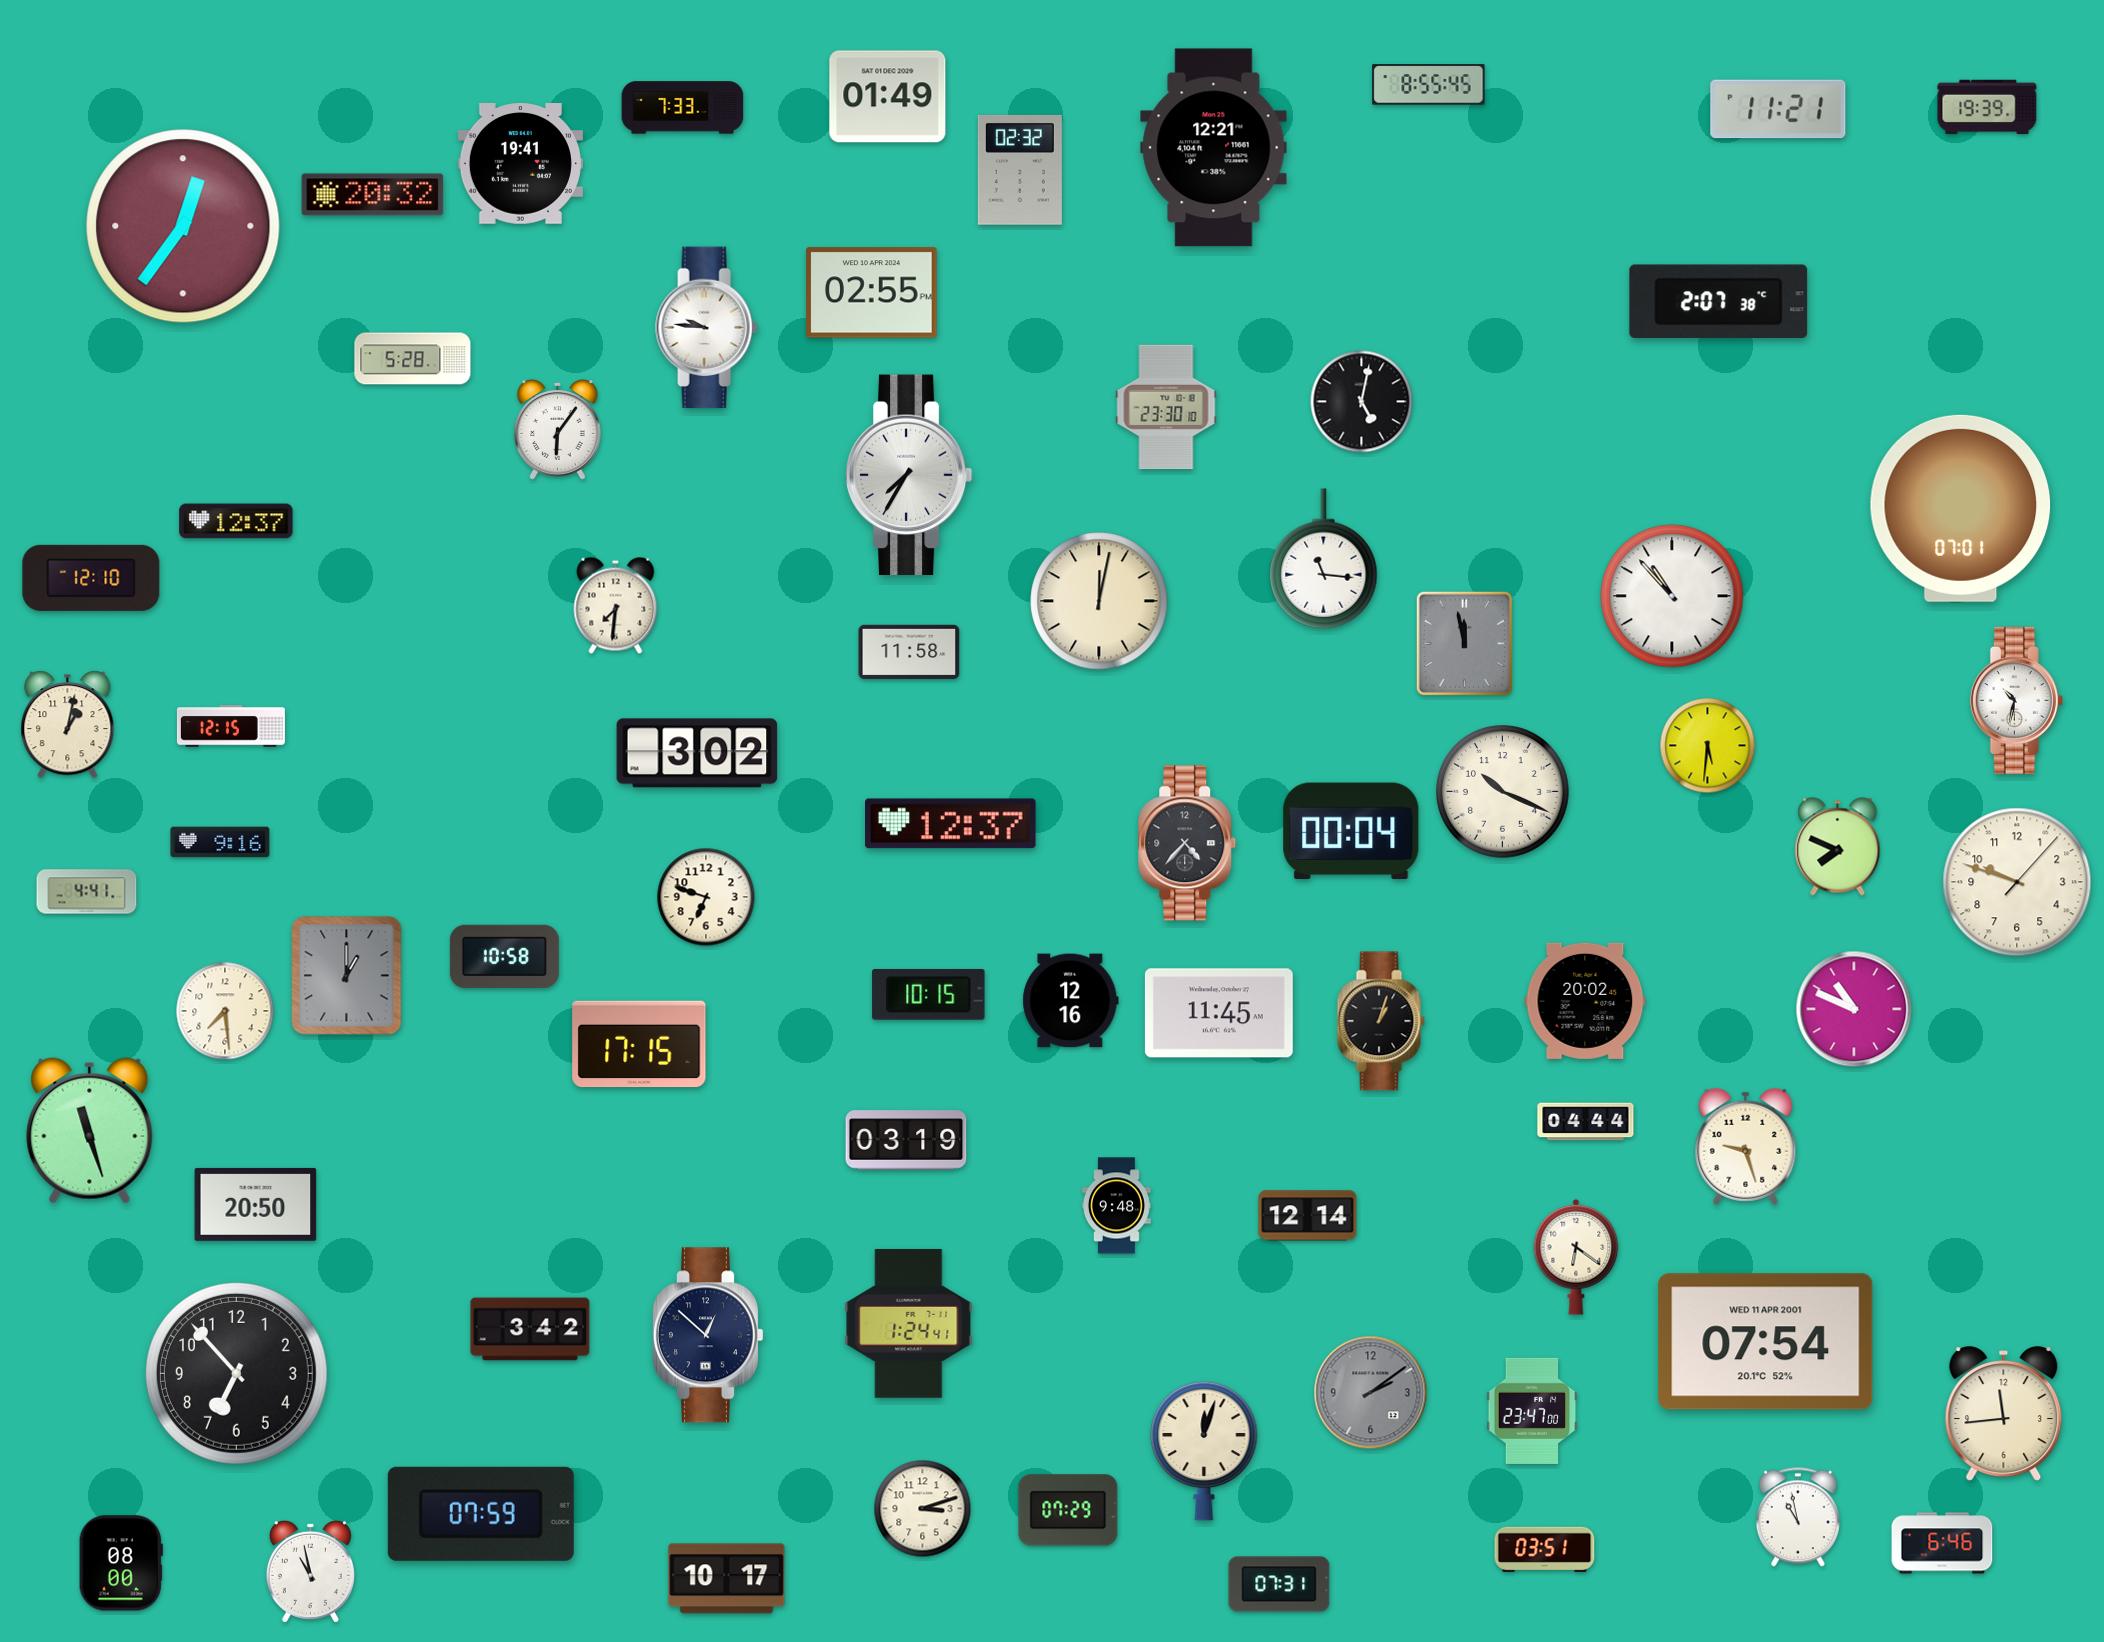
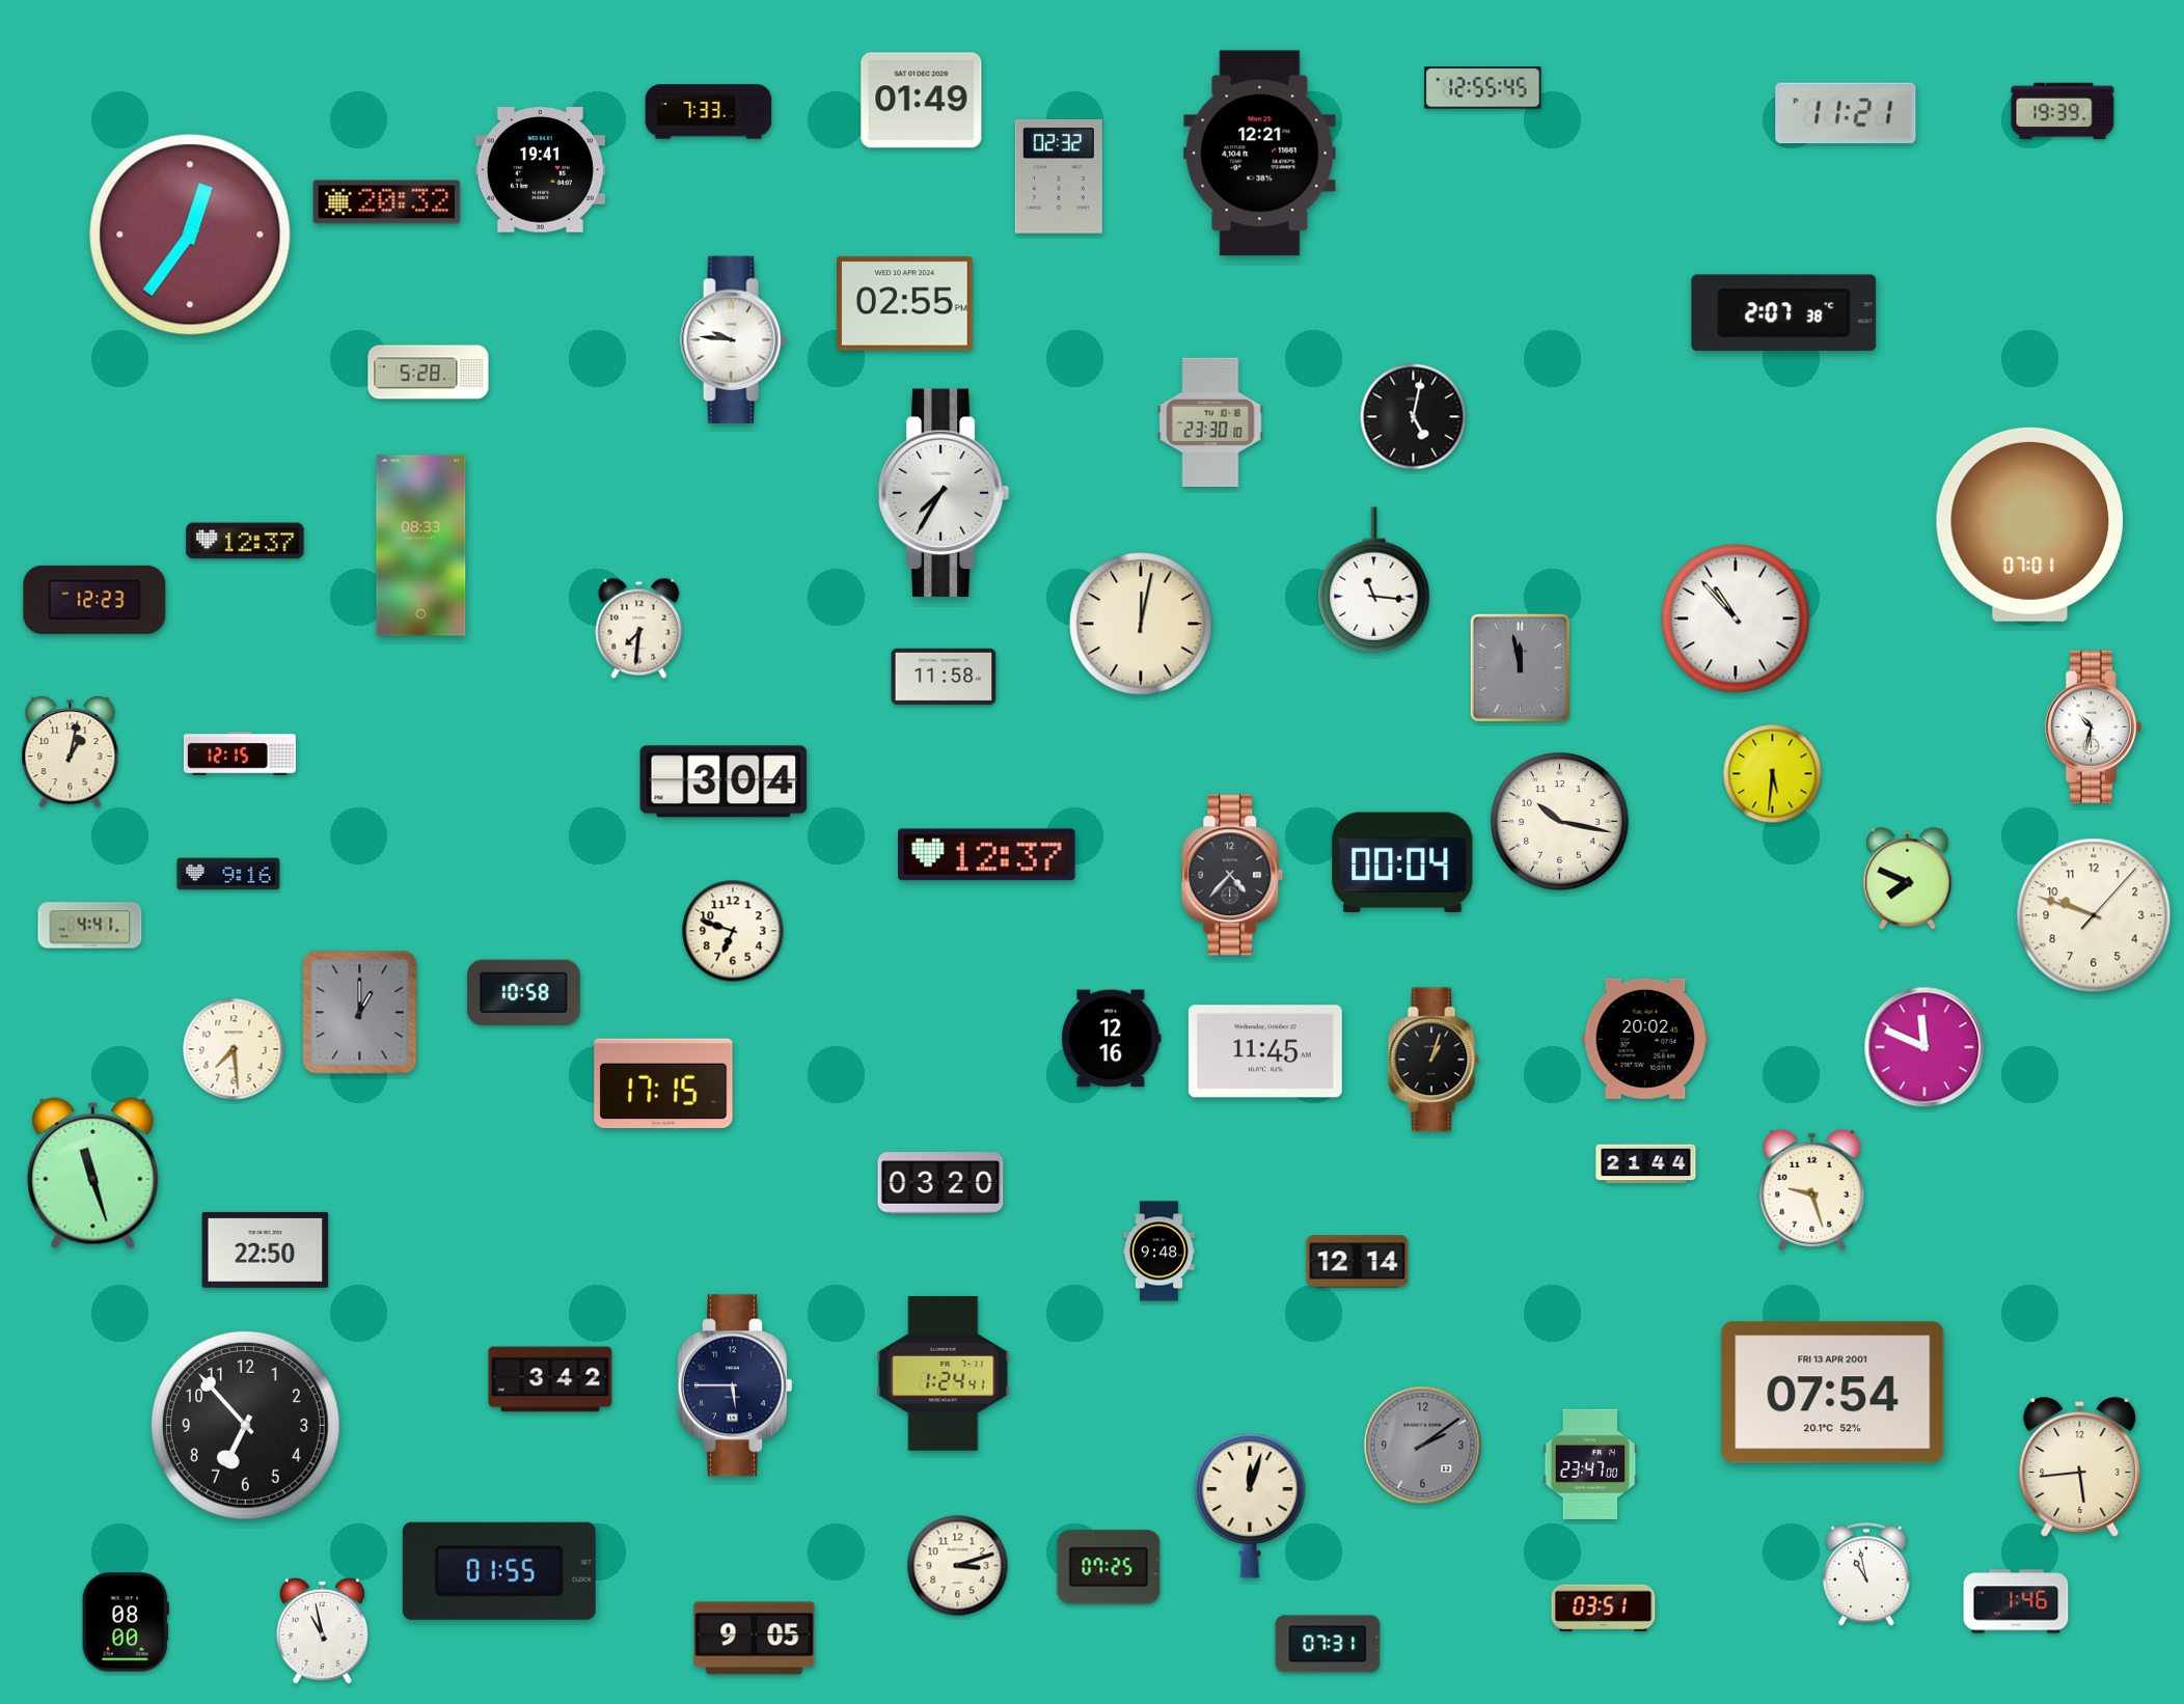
clock at (1429, 85): 8:55 -> 12:55
clock at (558, 430): 6:06 -> none
clock at (1961, 508) position: (1961, 508) -> (2030, 524)
clock at (421, 546): none -> 08:33
clock at (91, 578): 12:10 -> 12:23
clock at (697, 753): 3:02 -> 3:04
clock at (1503, 792): 10:19 -> 10:17
clock at (929, 994): 10:15 -> none
clock at (1854, 1009): 10:49 -> 11:49
clock at (1586, 1122): 04:44 -> 21:44
clock at (906, 1140): 03:19 -> 03:20
clock at (256, 1204): 20:50 -> 22:50
clock at (1576, 1257): 6:21 -> none
clock at (707, 1335): 12:52 -> 5:45
clock at (1766, 1342) date: WED 11 APR 2001 -> FRI 13 APR 2001
clock at (2004, 1414): 11:44 -> 5:44
clock at (1068, 1510): 07:29 -> 07:25
clock at (481, 1514): 07:59 -> 01:55
clock at (1942, 1543): 6:46 -> 1:46
clock at (727, 1579): 10:17 -> 9:05
